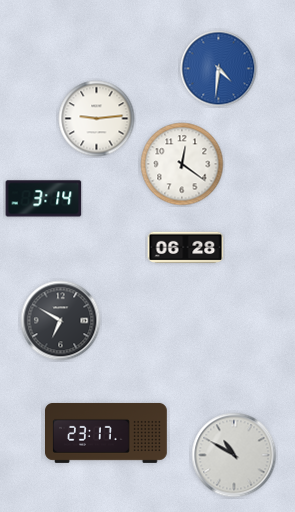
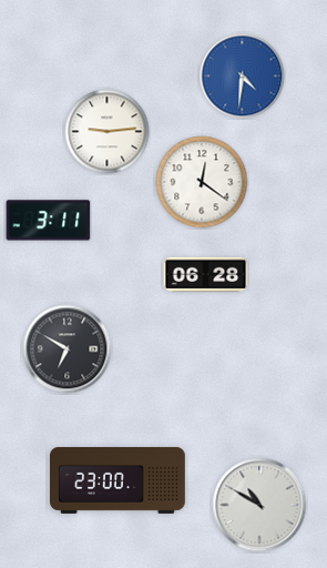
clock at (44, 199): 3:14 -> 3:11
clock at (61, 321) position: (61, 321) -> (68, 349)
clock at (107, 433): 23:17 -> 23:00
